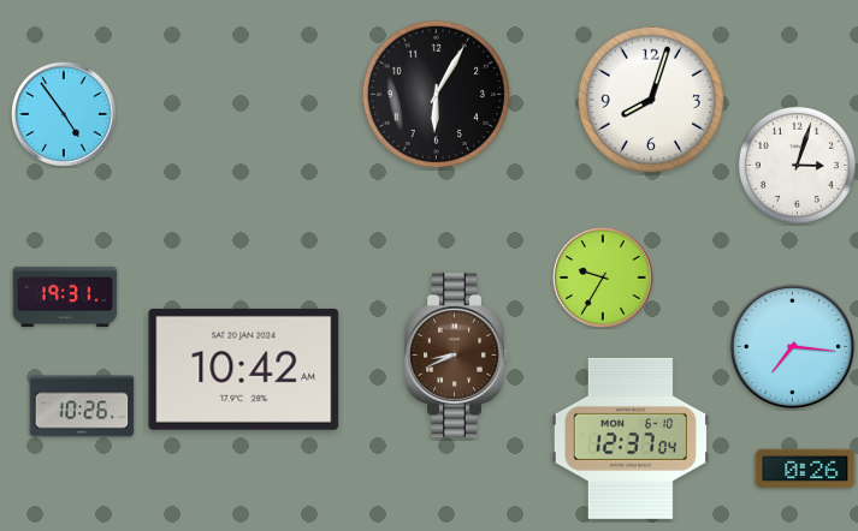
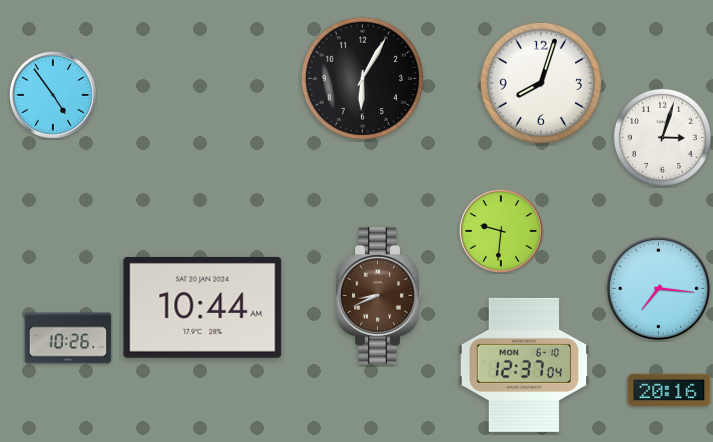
clock at (603, 278): 9:35 -> 9:31
clock at (65, 297): 19:31 -> none
clock at (244, 369): 10:42 -> 10:44
clock at (805, 469): 0:26 -> 20:16
